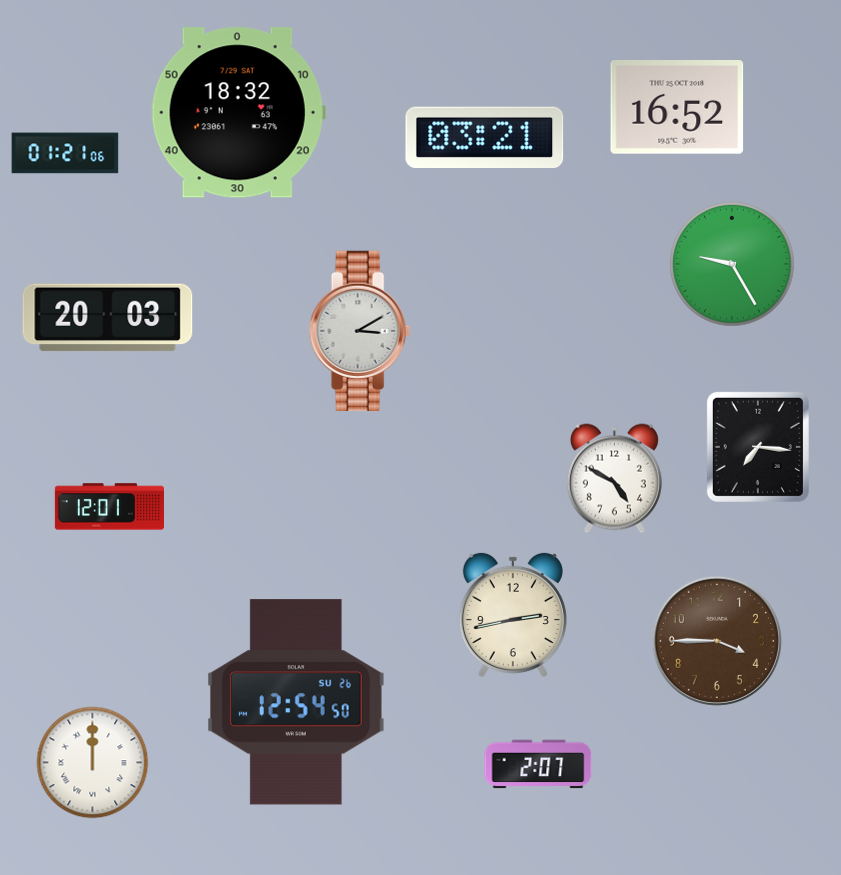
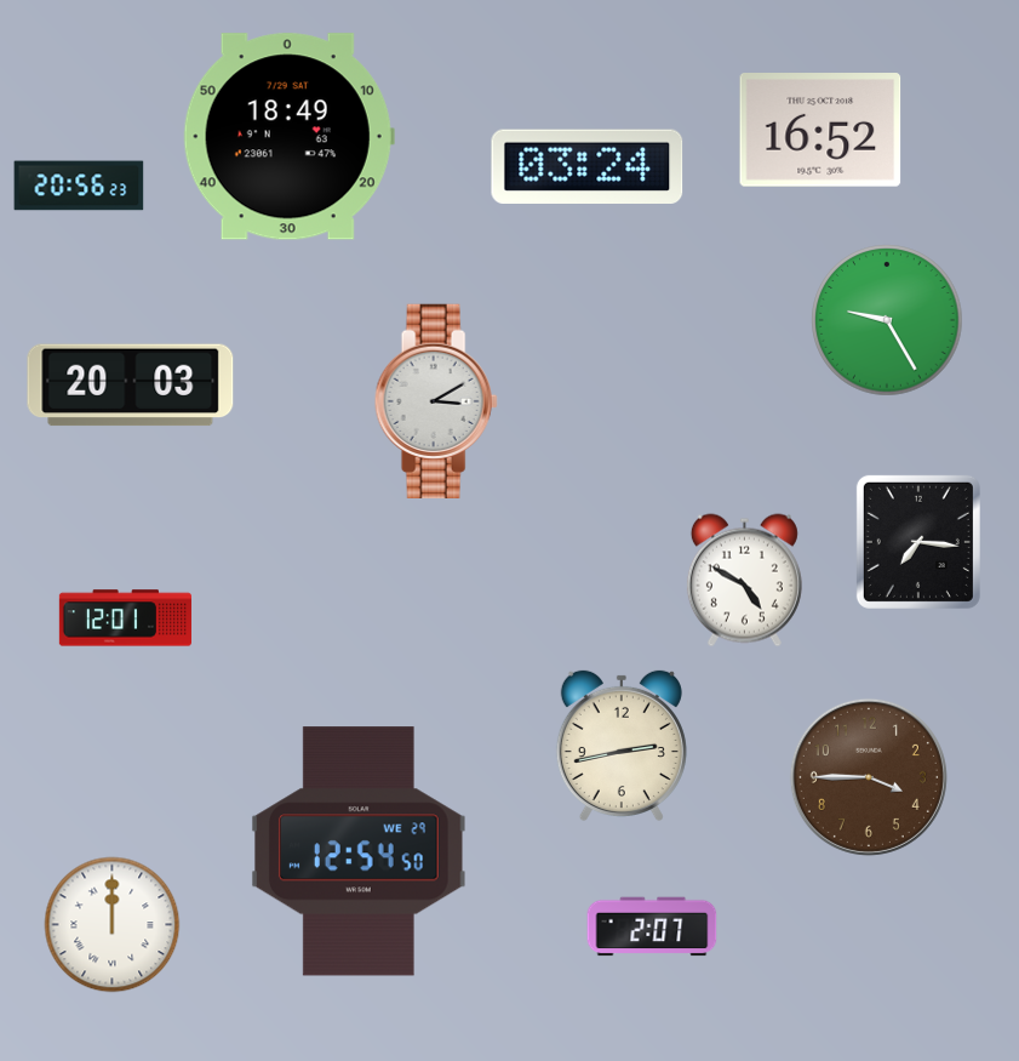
clock at (238, 113): 18:32 -> 18:49
clock at (485, 138): 03:21 -> 03:24
clock at (65, 153): 01:21 -> 20:56
clock at (109, 507) position: (109, 507) -> (125, 618)
clock at (297, 702) date: SU 26 -> WE 29
